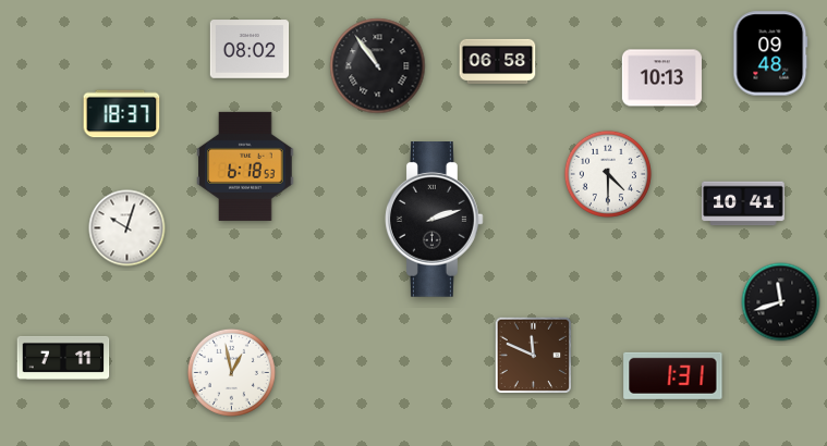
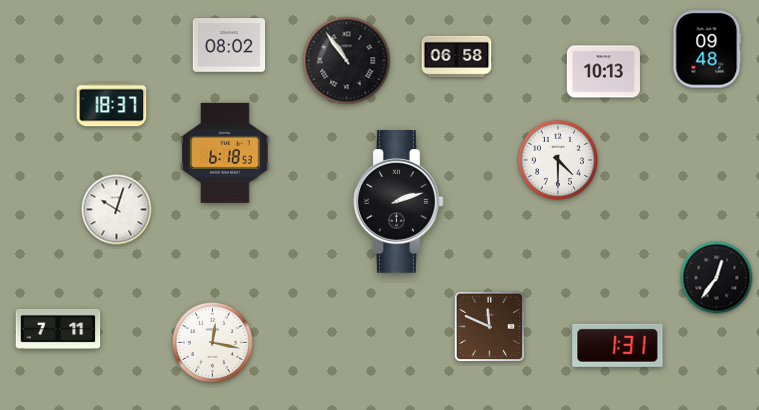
clock at (661, 78) position: (661, 78) -> (603, 72)
clock at (743, 203): 10:41 -> none
clock at (781, 302): 11:42 -> 12:36
clock at (231, 372): 12:58 -> 12:17
